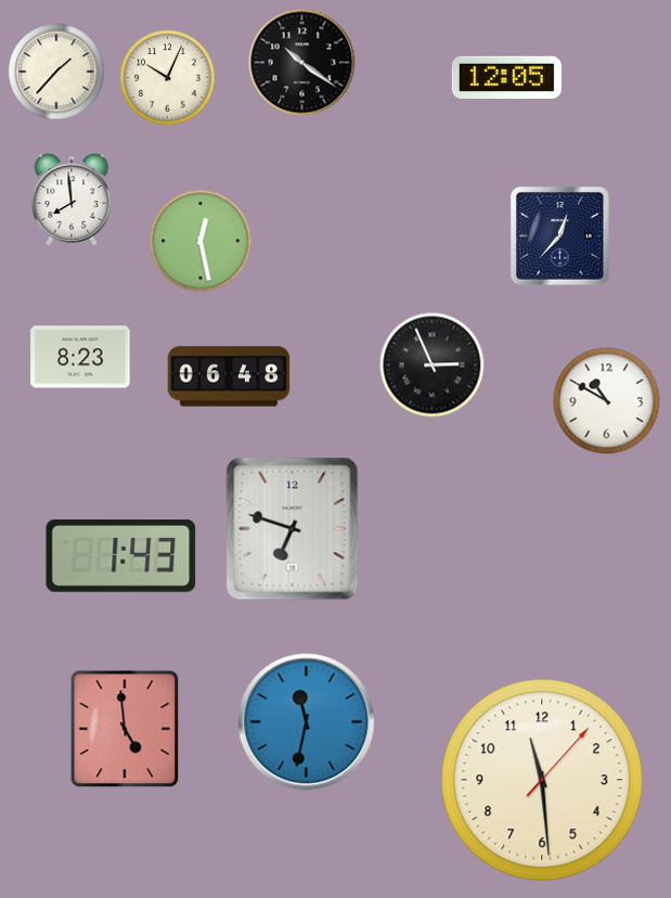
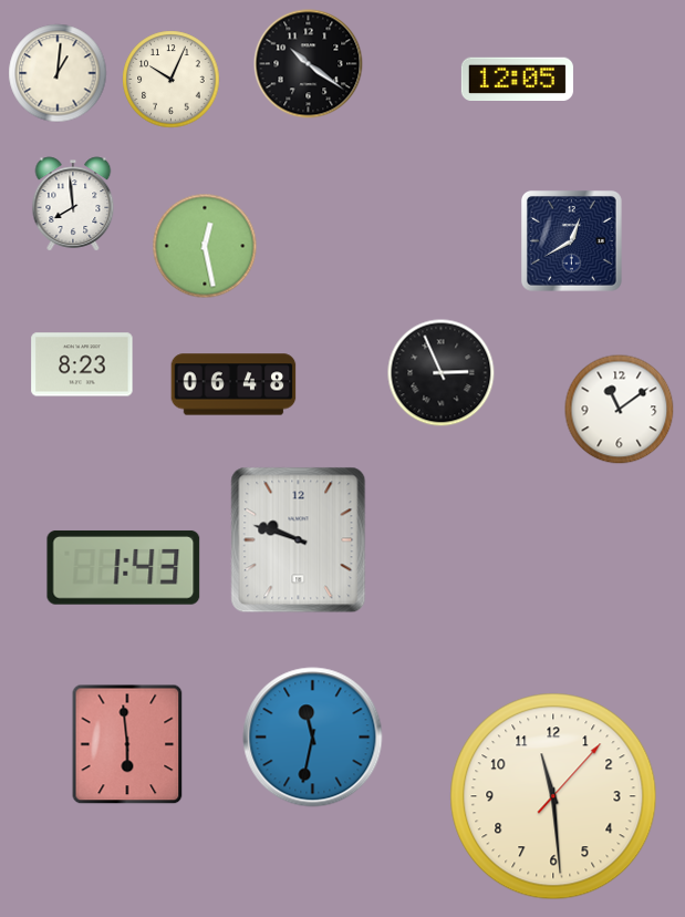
clock at (56, 72): 1:37 -> 1:01
clock at (559, 235): 12:37 -> 12:40
clock at (607, 401): 10:50 -> 11:09
clock at (293, 529): 6:48 -> 9:48
clock at (125, 729): 4:59 -> 5:59
